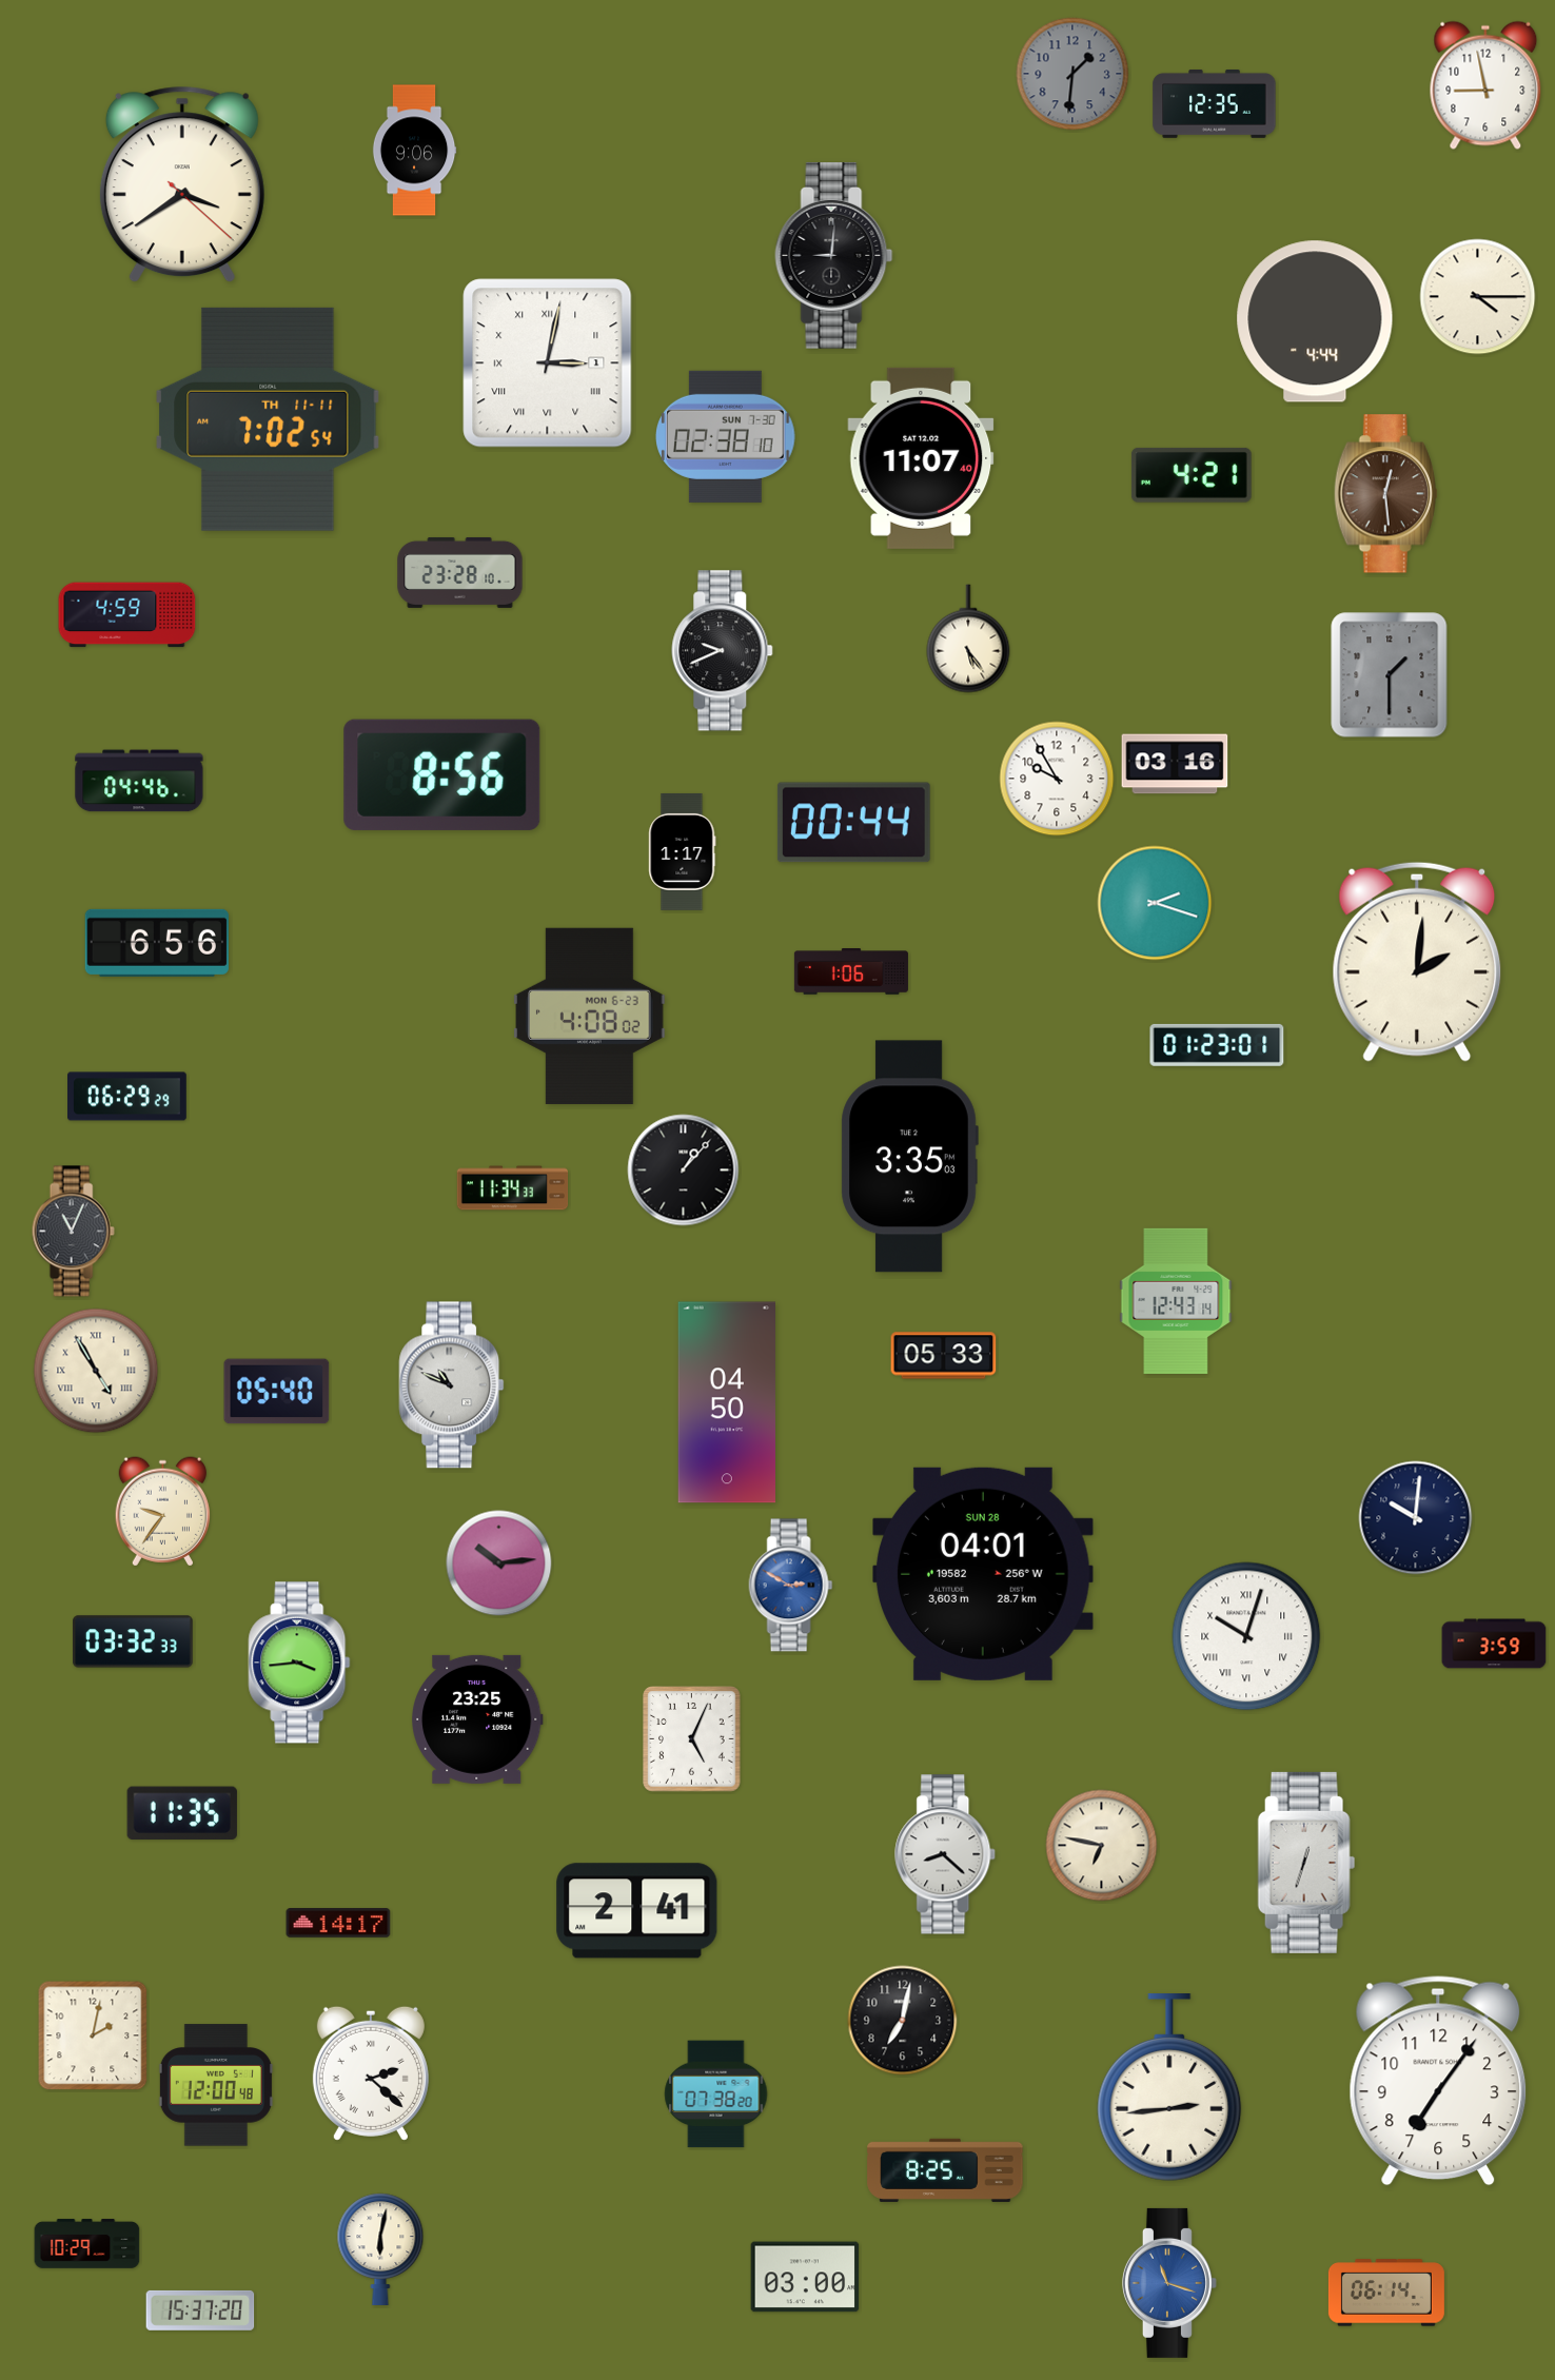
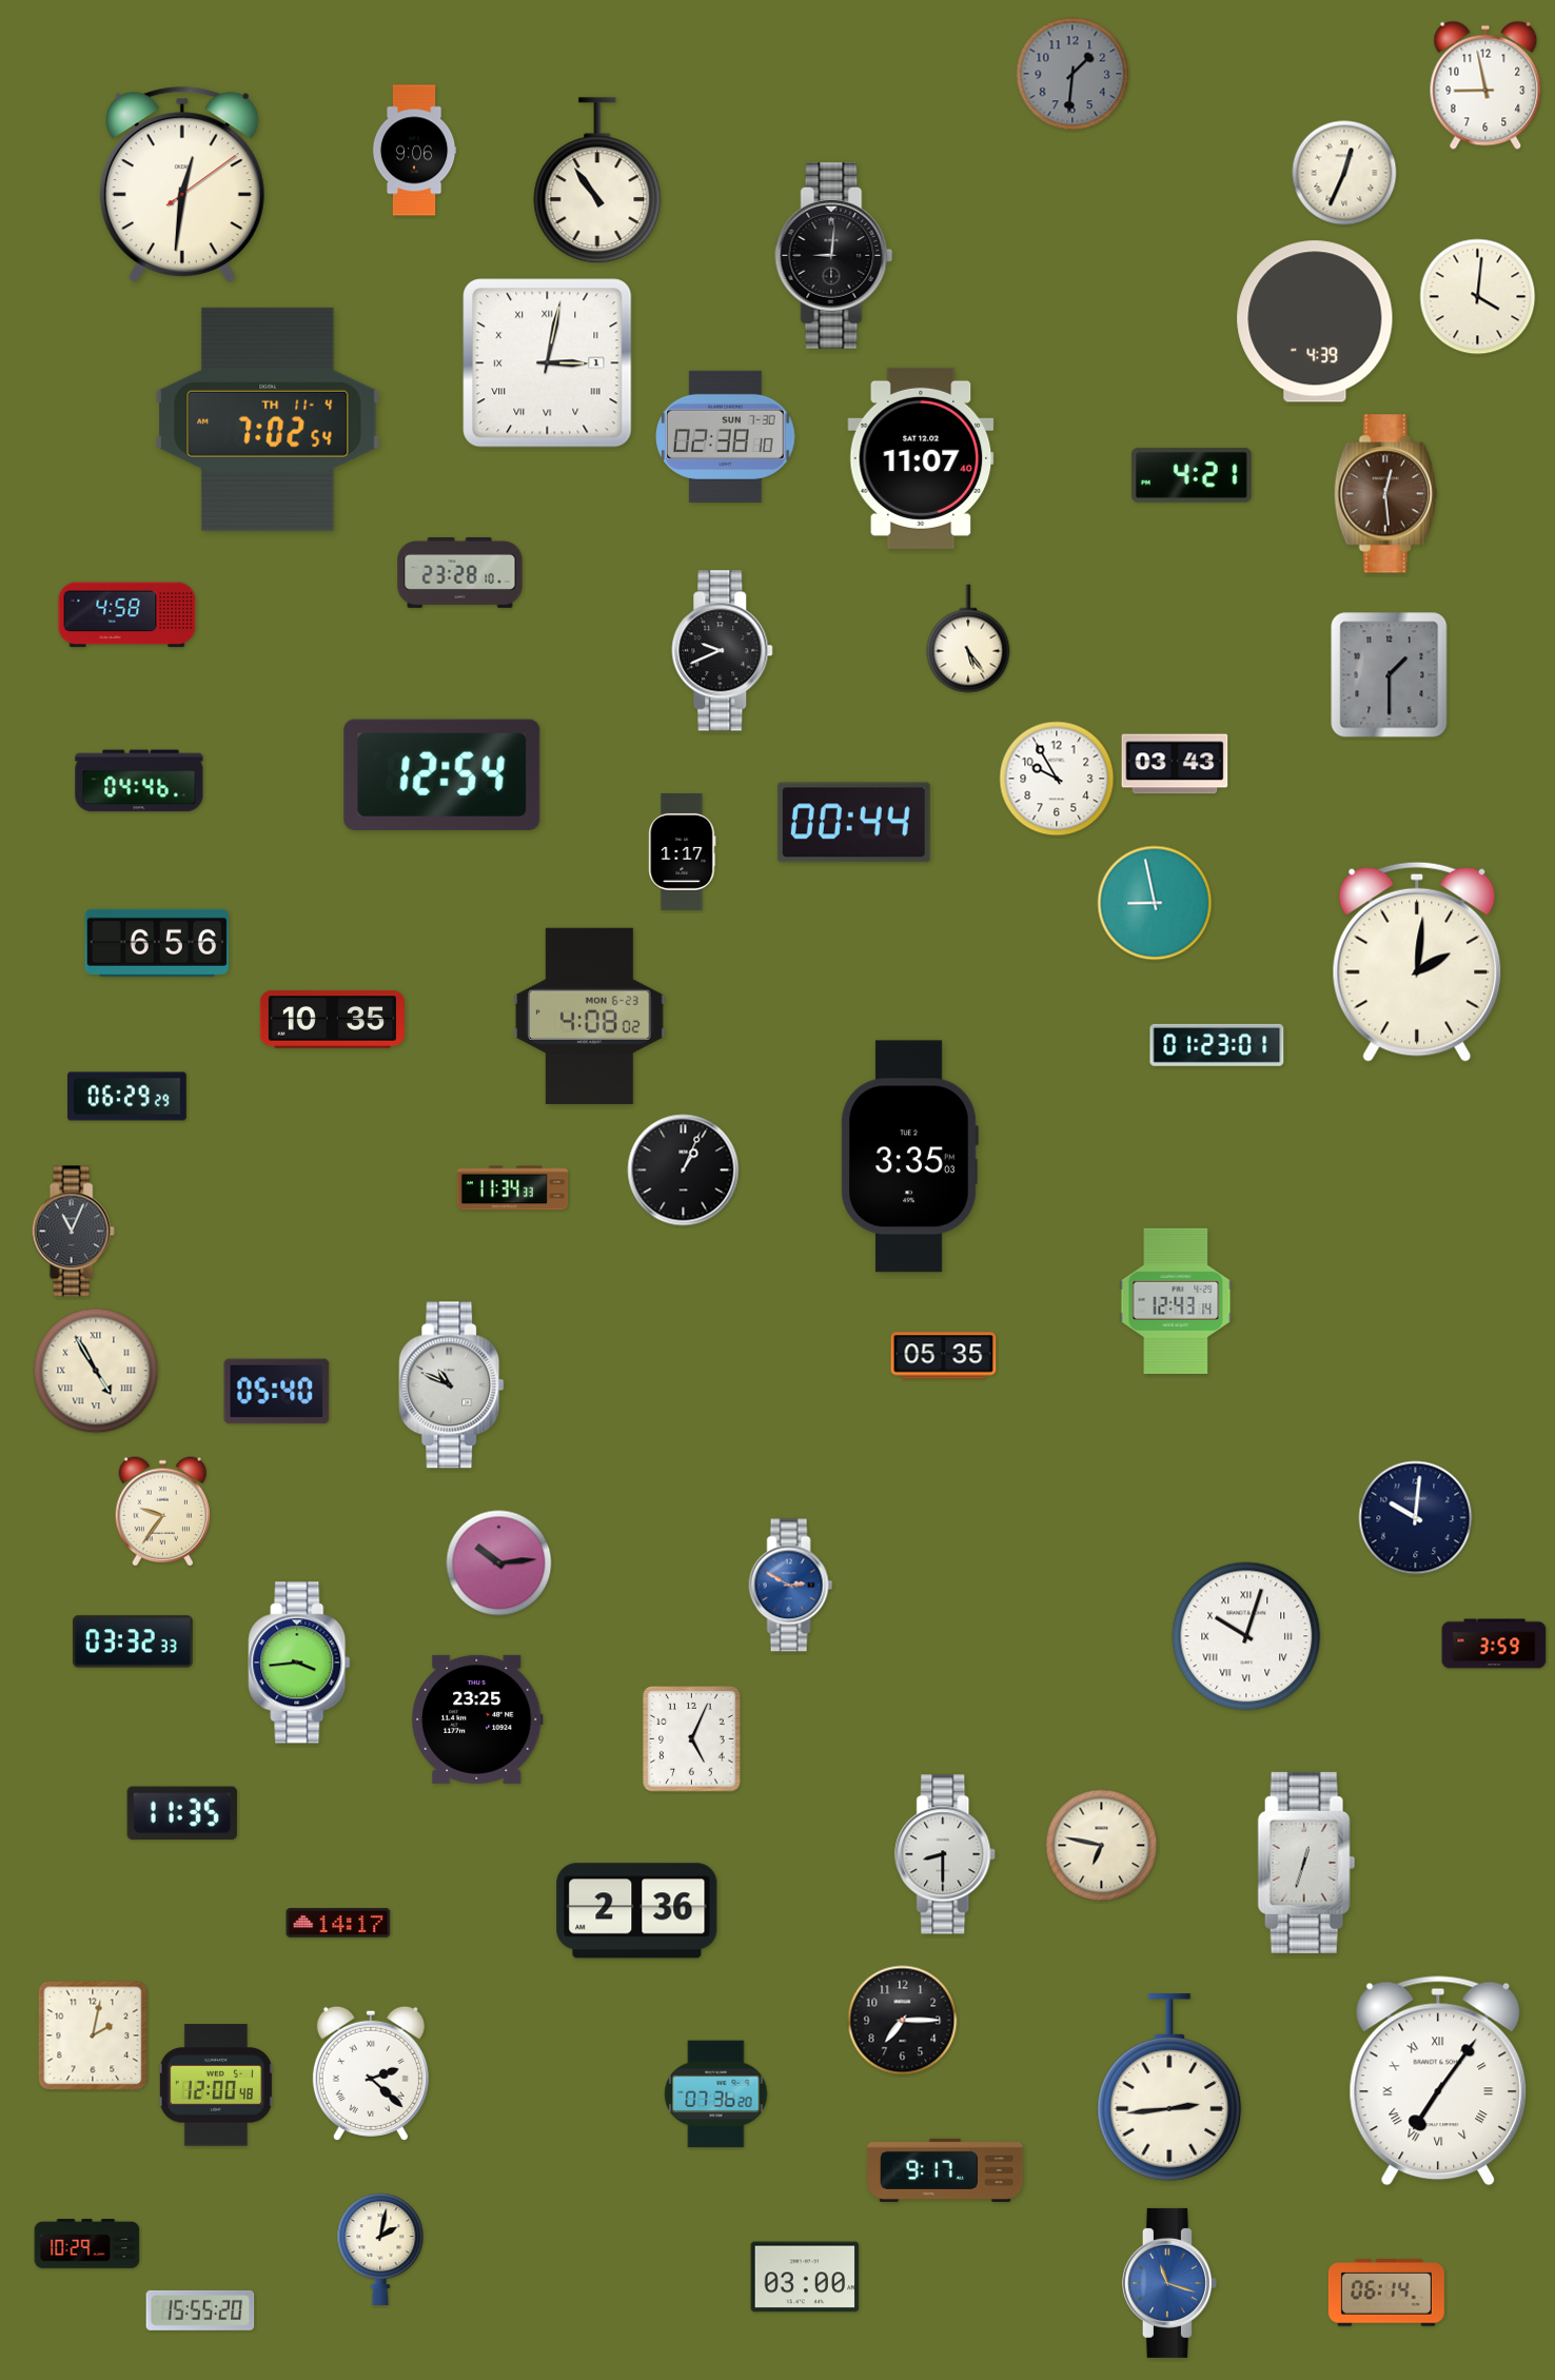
clock at (1215, 104): 12:35 -> none
clock at (1344, 173): none -> 12:34
clock at (597, 181): none -> 10:54
clock at (182, 184): 3:39 -> 12:31
clock at (1478, 297): 4:15 -> 4:01
clock at (1315, 321): 4:44 -> 4:39
clock at (268, 419) date: TH 11-11 -> TH 11-4
clock at (127, 615): 4:59 -> 4:58
clock at (1175, 764): 03:16 -> 03:43
clock at (442, 774): 8:56 -> 12:54
clock at (1155, 903): 2:18 -> 8:58
clock at (851, 972): 1:06 -> none
clock at (332, 1020): none -> 10:35
clock at (684, 1171): 1:07 -> 1:04
clock at (944, 1356): 05:33 -> 05:35
clock at (726, 1402): 04:50 -> none
clock at (984, 1574): 04:01 -> none
clock at (946, 1854): 8:22 -> 8:30
clock at (637, 1911): 2:41 -> 2:36
clock at (903, 2021): 7:02 -> 7:15
clock at (1438, 2081) numerals: Arabic -> Roman
clock at (716, 2094): 07:38 -> 07:36
clock at (945, 2170): 8:25 -> 9:17
clock at (380, 2249): 6:02 -> 2:02
clock at (200, 2310): 15:37 -> 15:55
